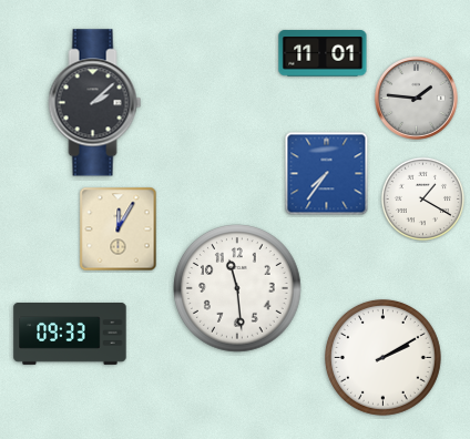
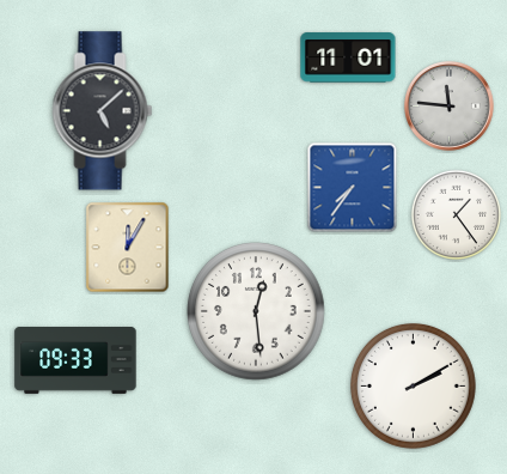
clock at (417, 99): 1:46 -> 11:46
clock at (95, 103): 2:08 -> 5:08
clock at (422, 198): 1:20 -> 1:24
clock at (237, 288): 11:29 -> 12:29
